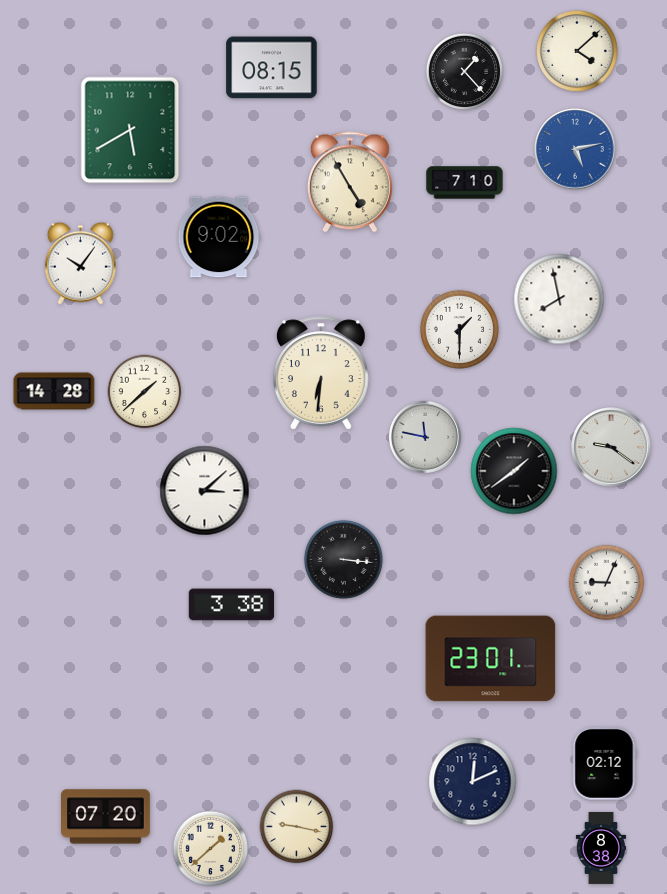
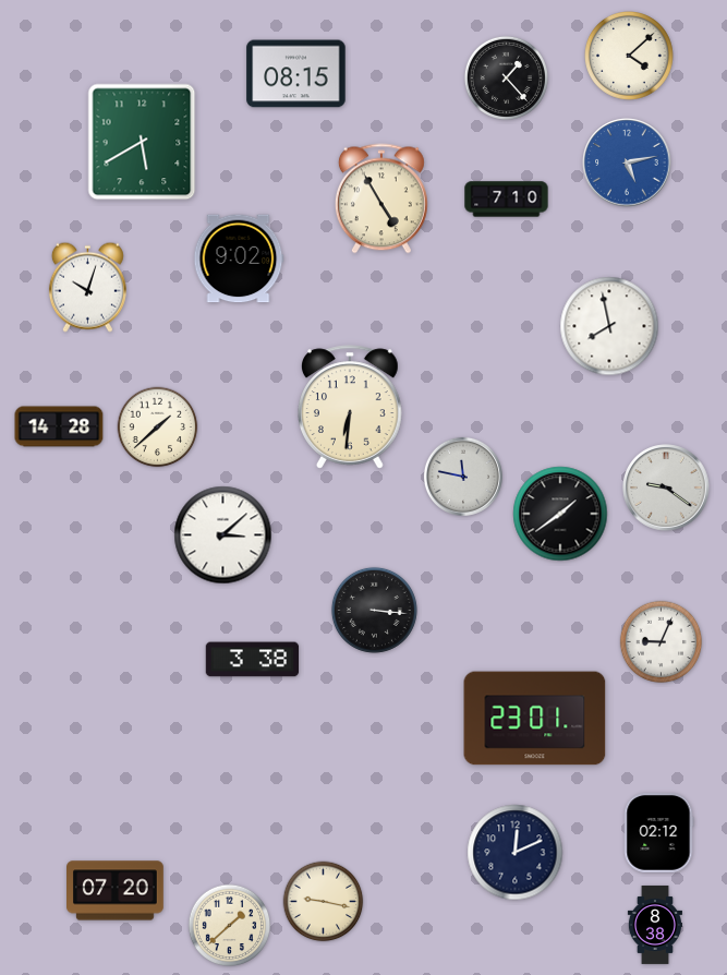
clock at (80, 263): 10:06 -> 10:03
clock at (459, 329): 1:30 -> none
clock at (607, 583) position: (607, 583) -> (662, 642)
